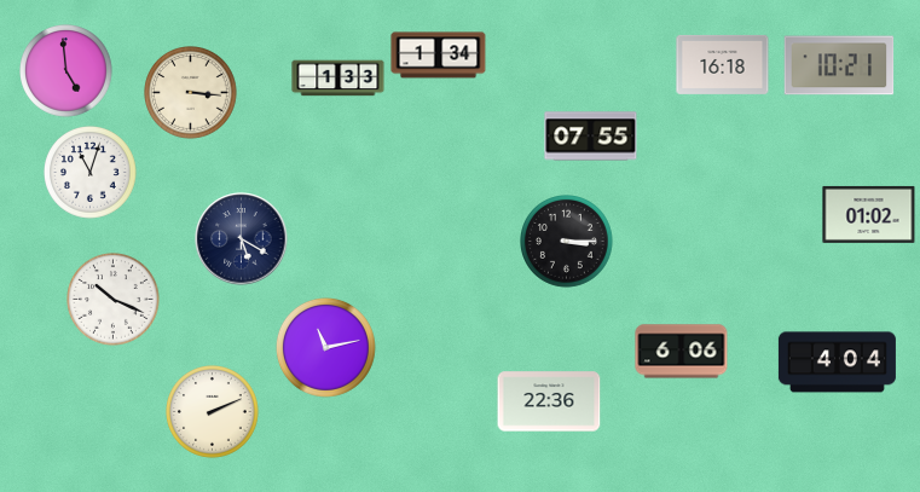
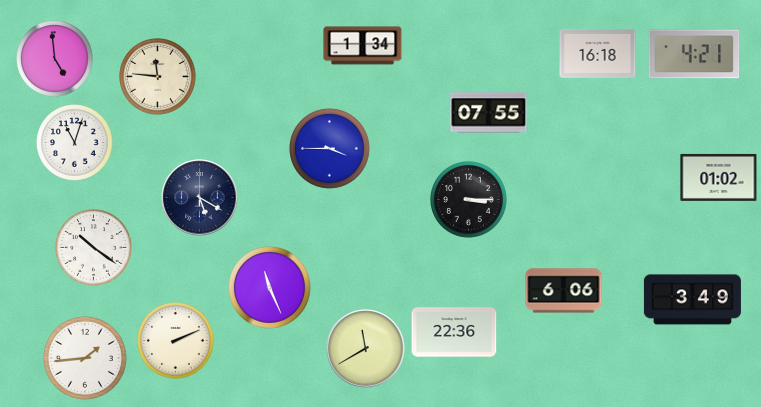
clock at (839, 65): 10:21 -> 4:21
clock at (339, 79): 1:33 -> none
clock at (191, 93): 3:16 -> 11:46
clock at (330, 149): none -> 3:45
clock at (114, 300): 10:19 -> 10:21
clock at (325, 347): 11:13 -> 11:26
clock at (837, 363): 4:04 -> 3:49
clock at (366, 349): none -> 11:40
clock at (85, 358): none -> 1:44
